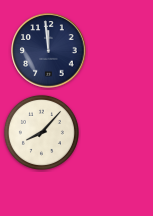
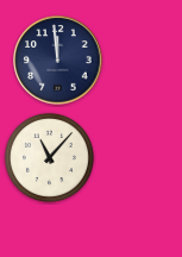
clock at (41, 132): 8:07 -> 11:07
